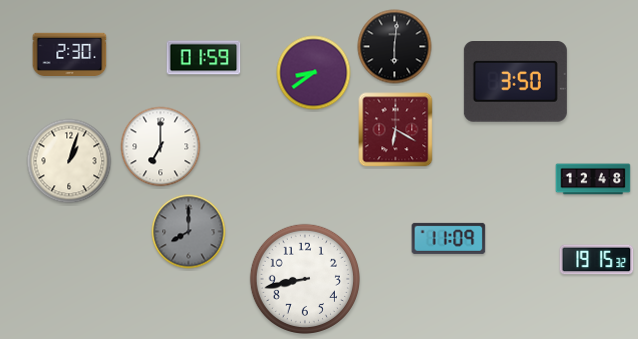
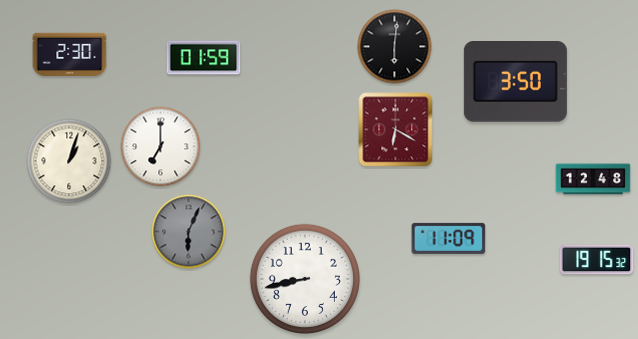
clock at (314, 73): 8:39 -> none
clock at (189, 232): 8:00 -> 6:04
